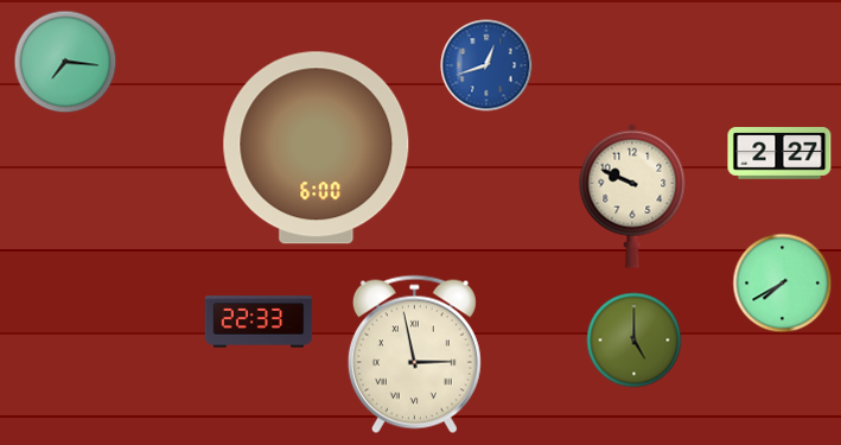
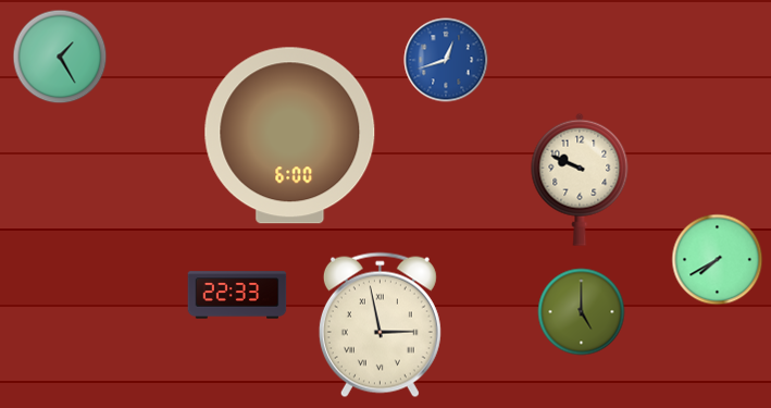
clock at (65, 62): 7:16 -> 1:25
clock at (779, 153): 2:27 -> none
